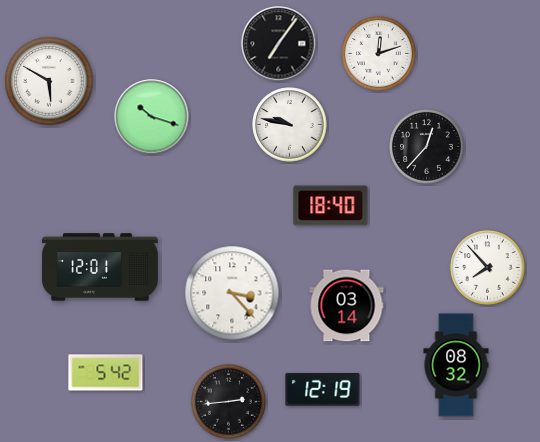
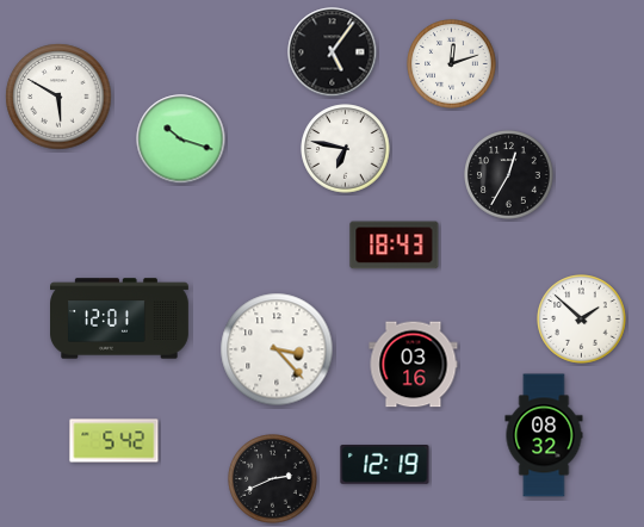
clock at (279, 44): 7:06 -> 5:06
clock at (290, 125): 9:47 -> 6:47
clock at (427, 147): 12:37 -> 12:35
clock at (331, 206): 18:40 -> 18:43
clock at (488, 268): 7:53 -> 1:52
clock at (347, 306): 03:14 -> 03:16
clock at (106, 373) position: (106, 373) -> (114, 441)
clock at (229, 402): 2:44 -> 2:41
